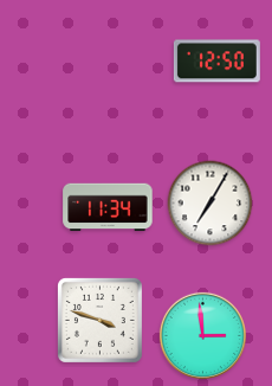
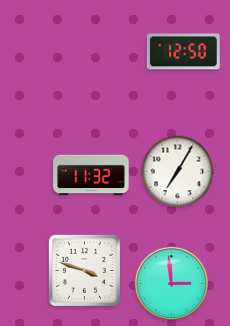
clock at (108, 207): 11:34 -> 11:32
